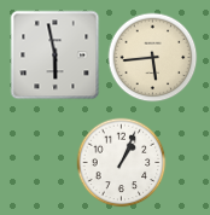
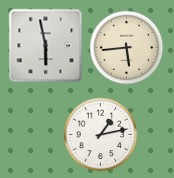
clock at (122, 163): 1:04 -> 1:13
